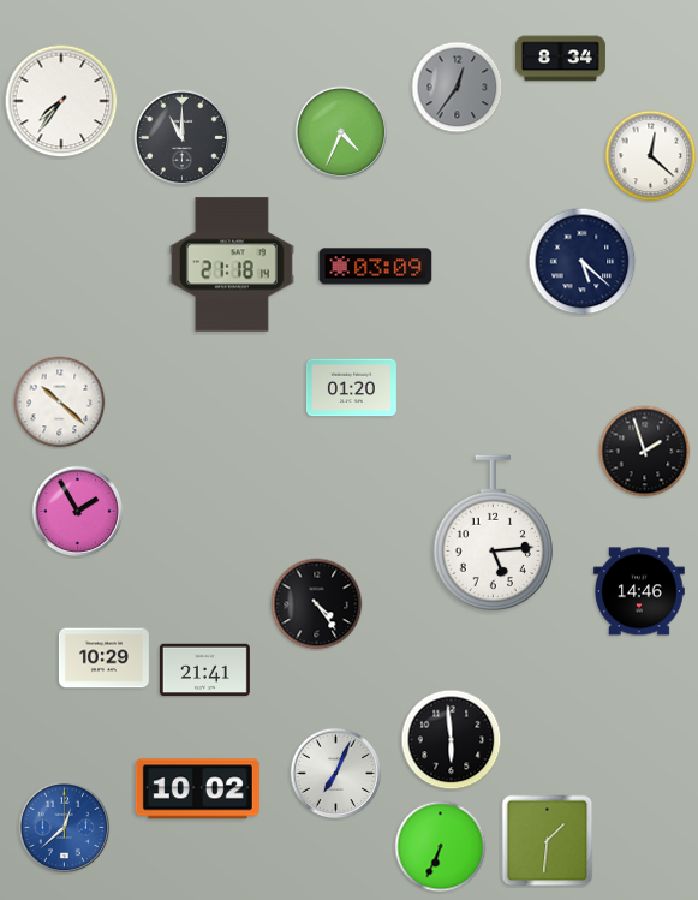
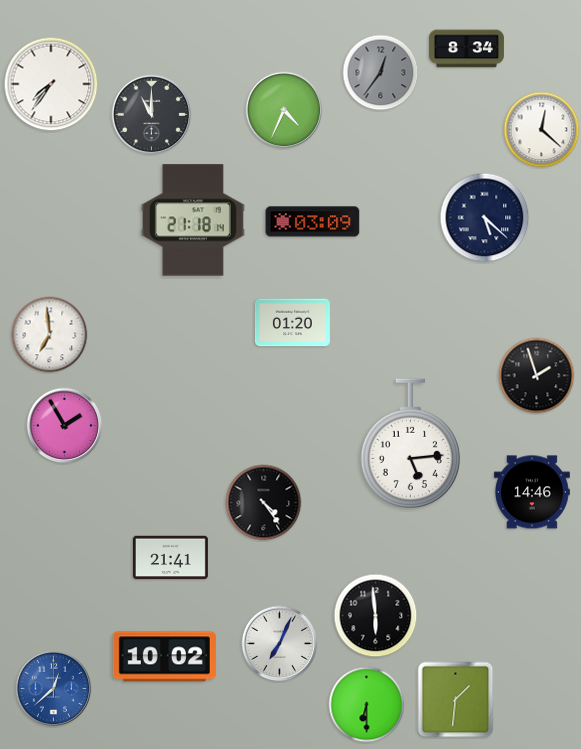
clock at (60, 403): 10:22 -> 6:59
clock at (103, 658): 10:29 -> none
clock at (441, 847): 6:34 -> 6:30
